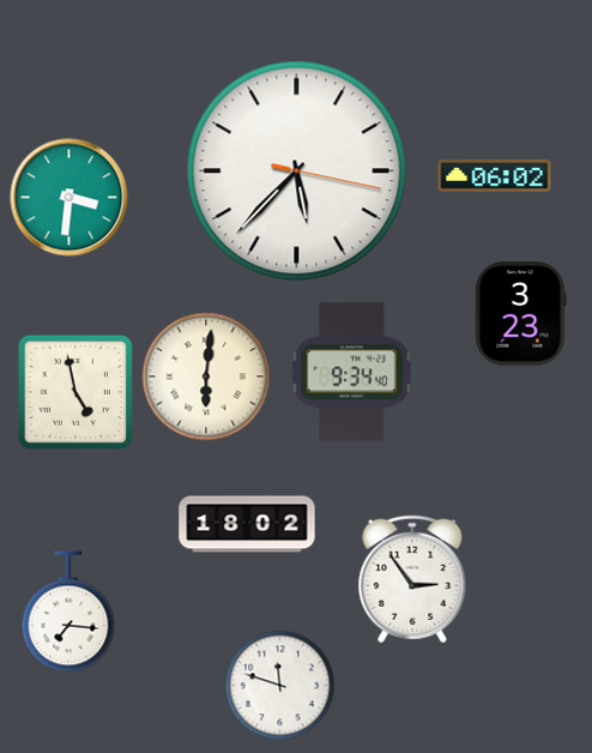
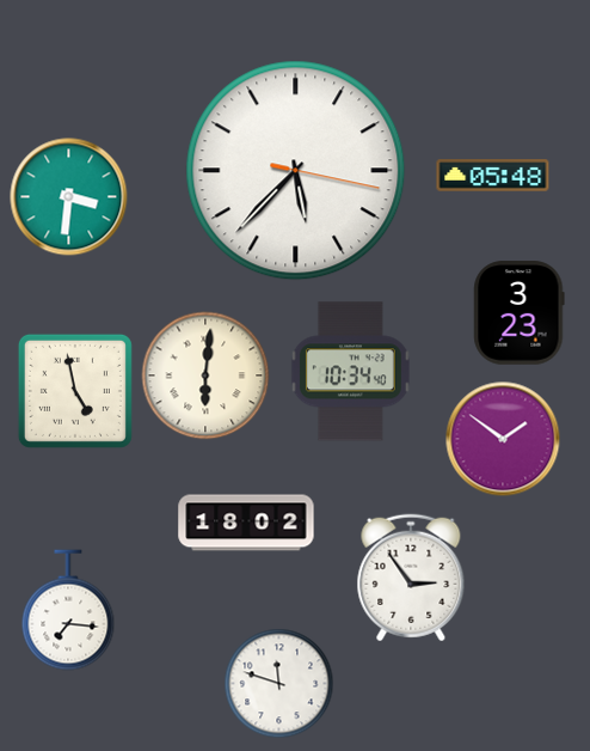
clock at (495, 176): 06:02 -> 05:48
clock at (351, 373): 9:34 -> 10:34
clock at (503, 439): none -> 1:51
